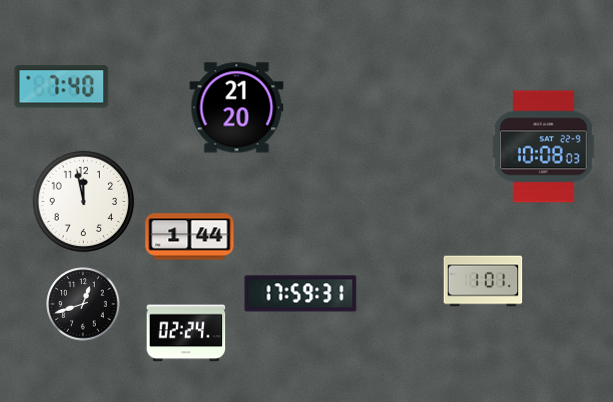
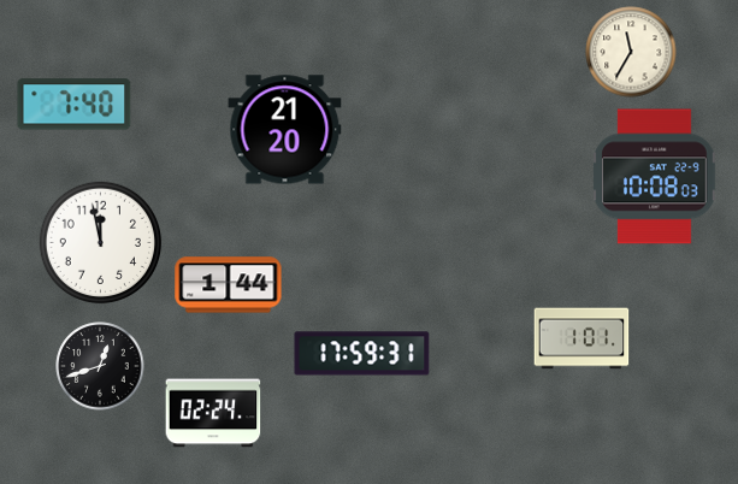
clock at (631, 52): none -> 11:35
clock at (186, 333) position: (186, 333) -> (213, 413)
